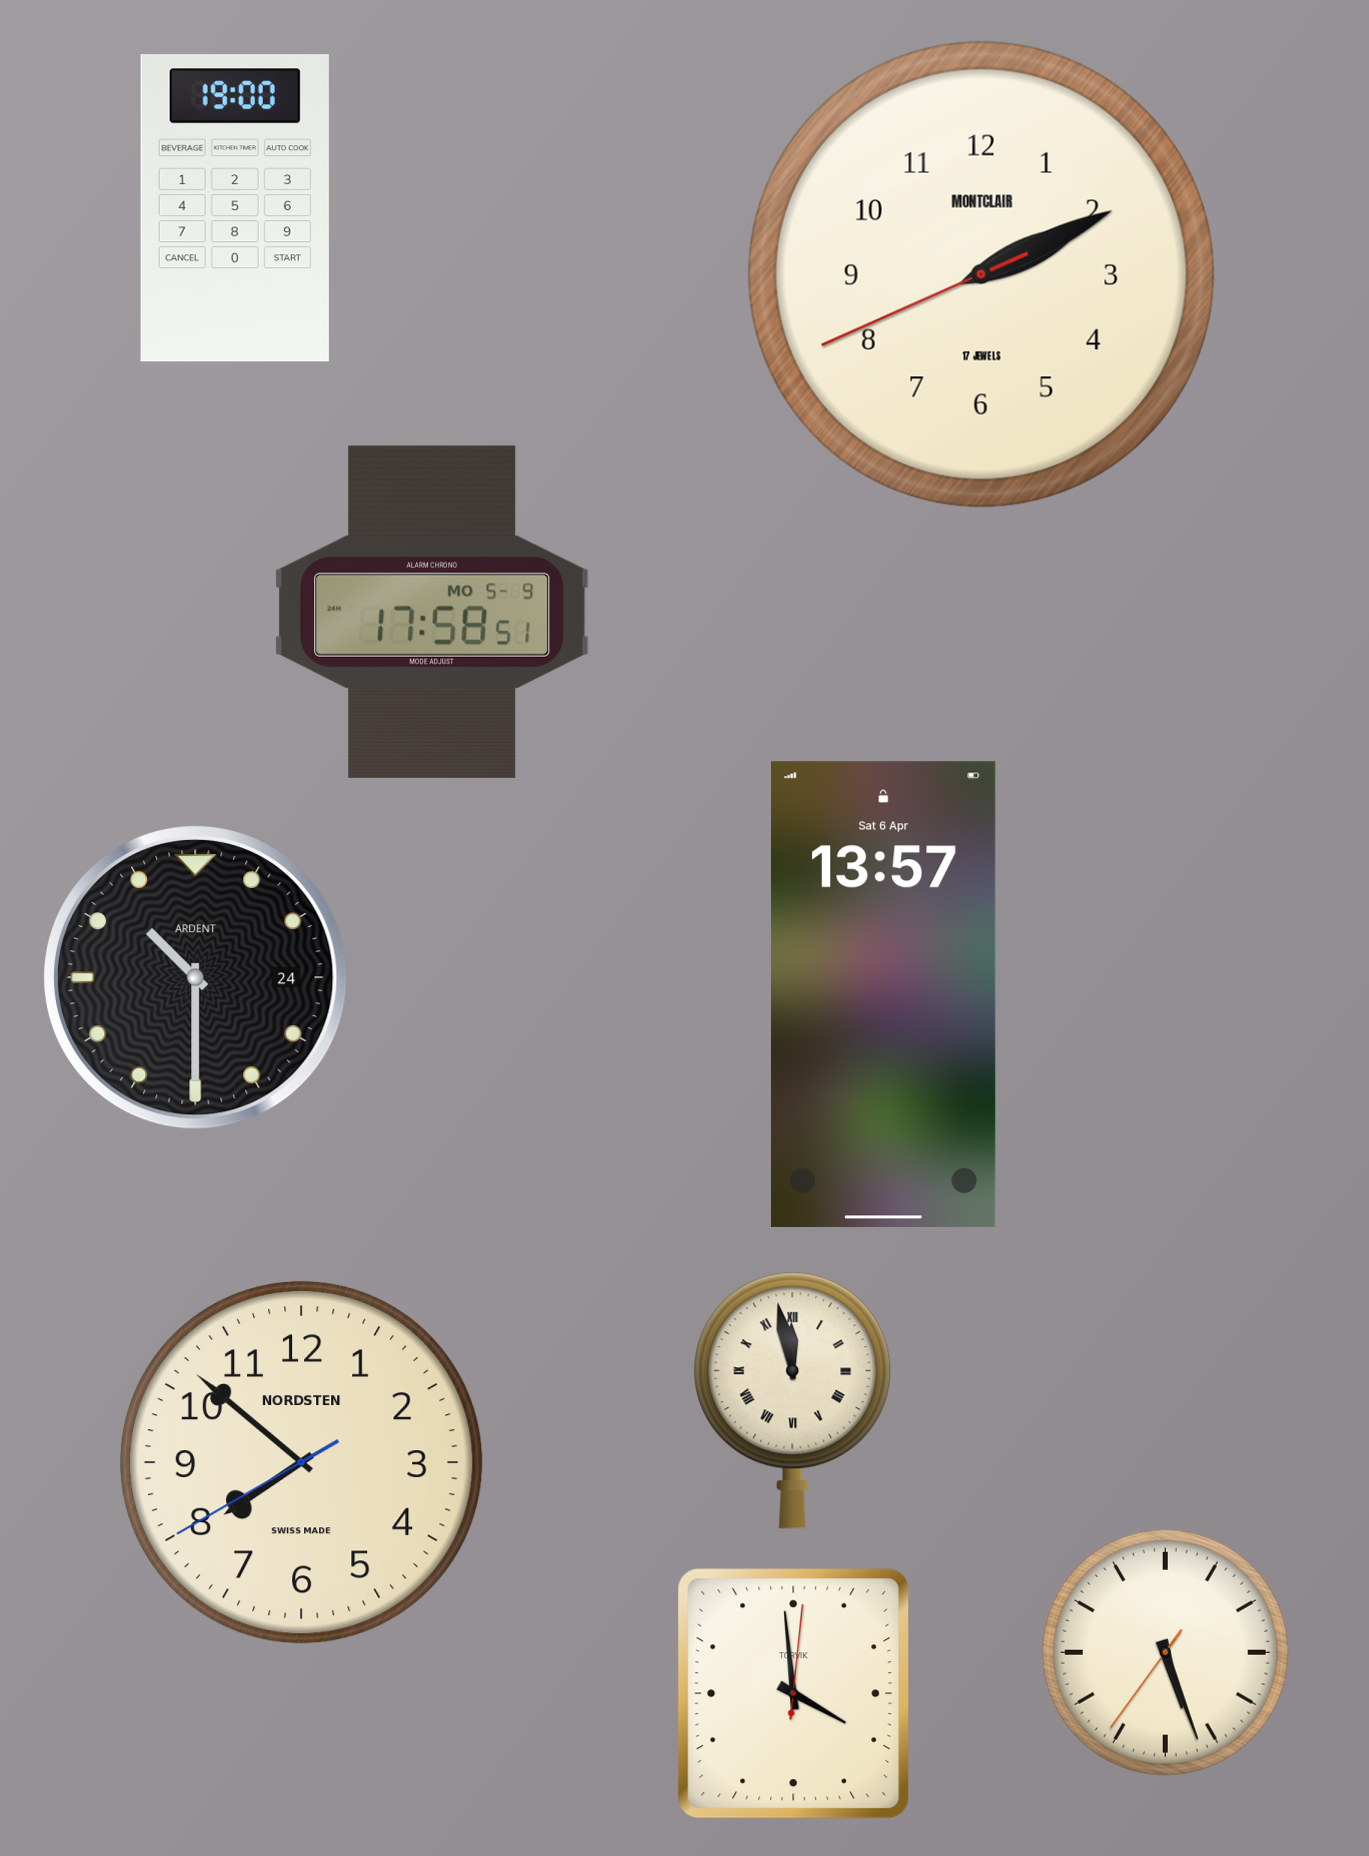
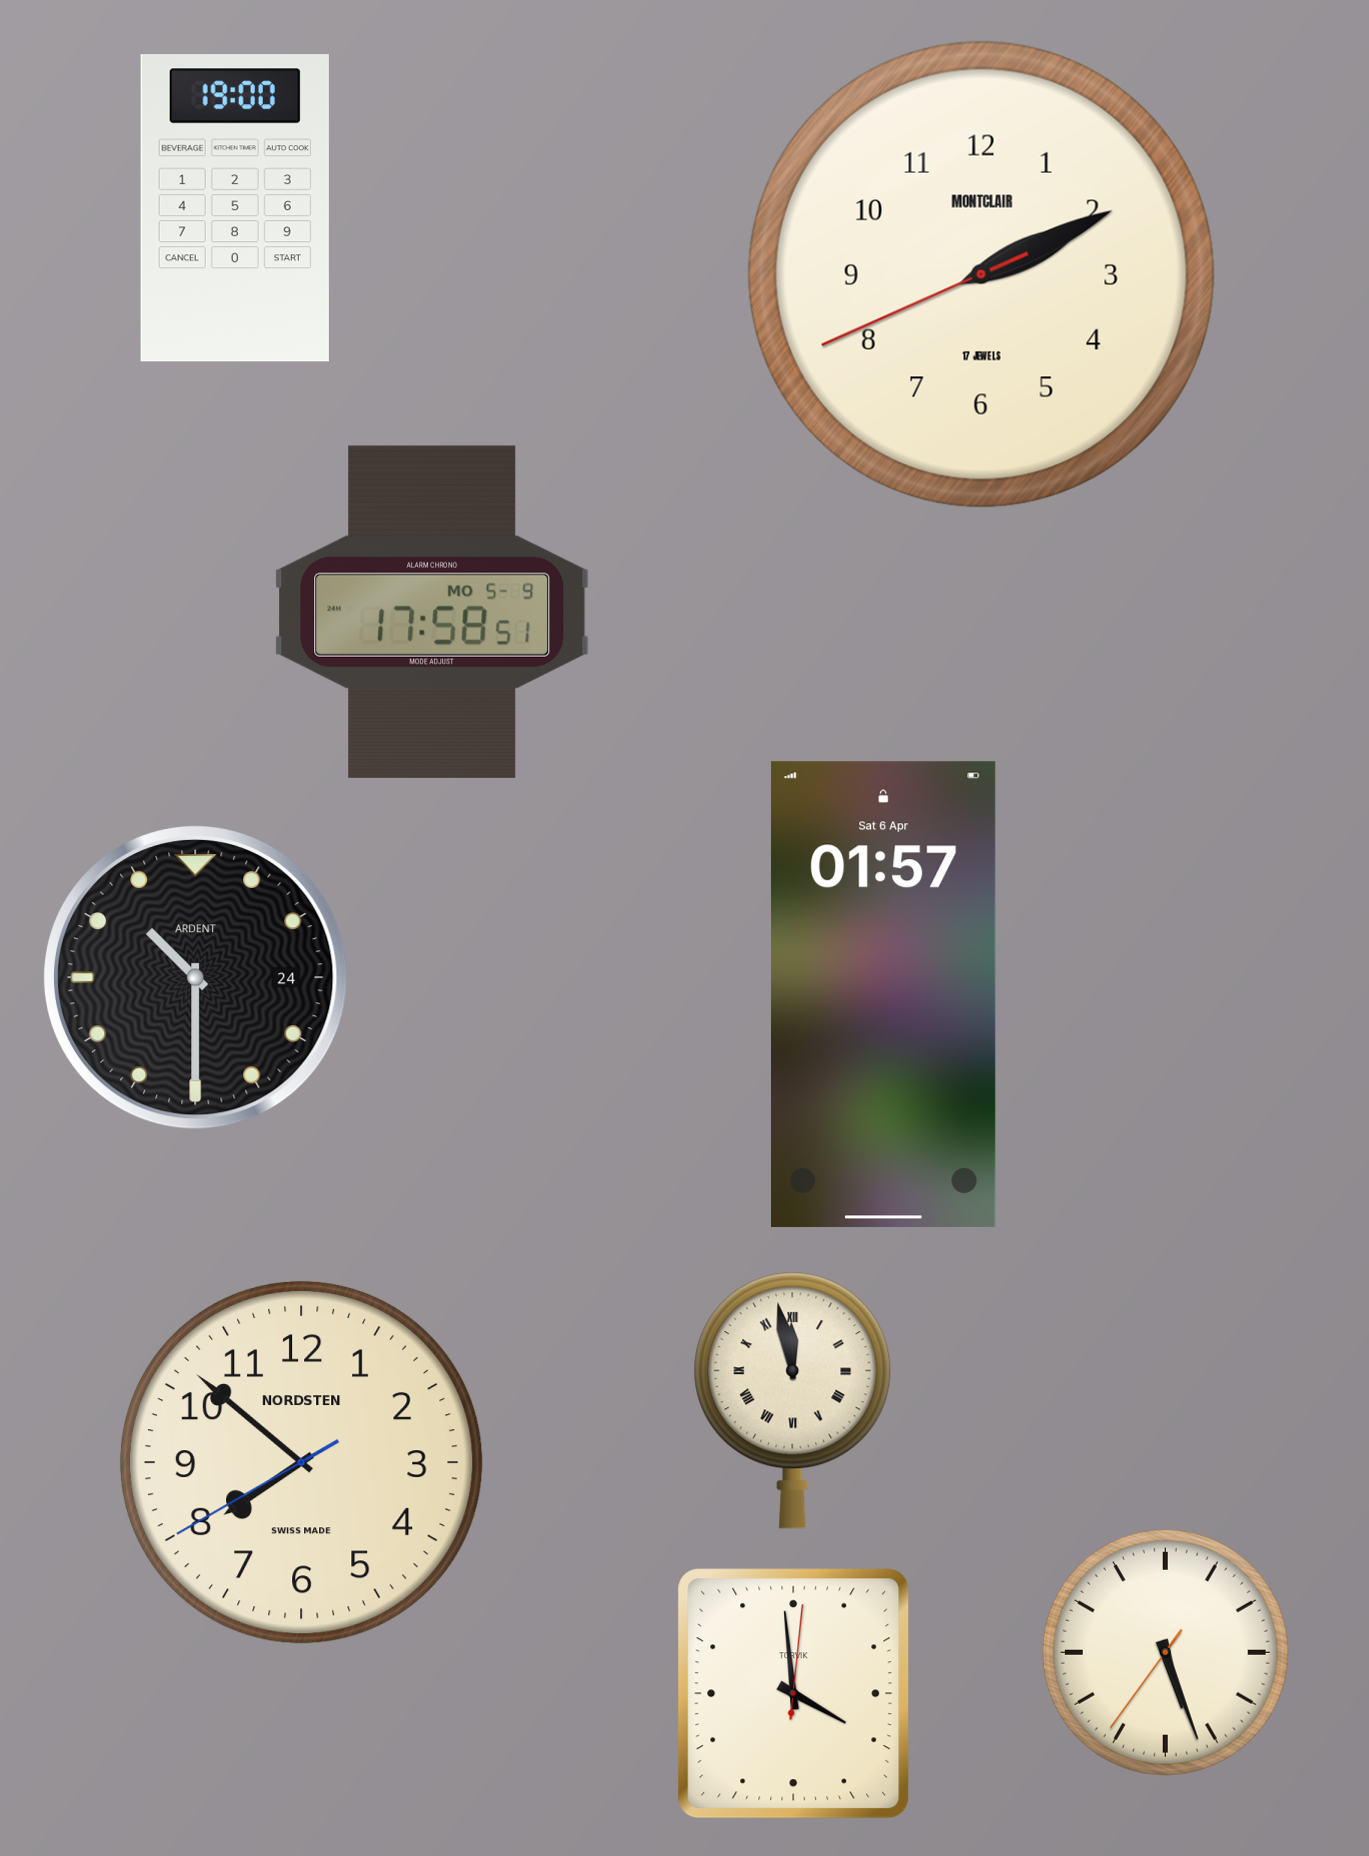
clock at (883, 995): 13:57 -> 01:57
